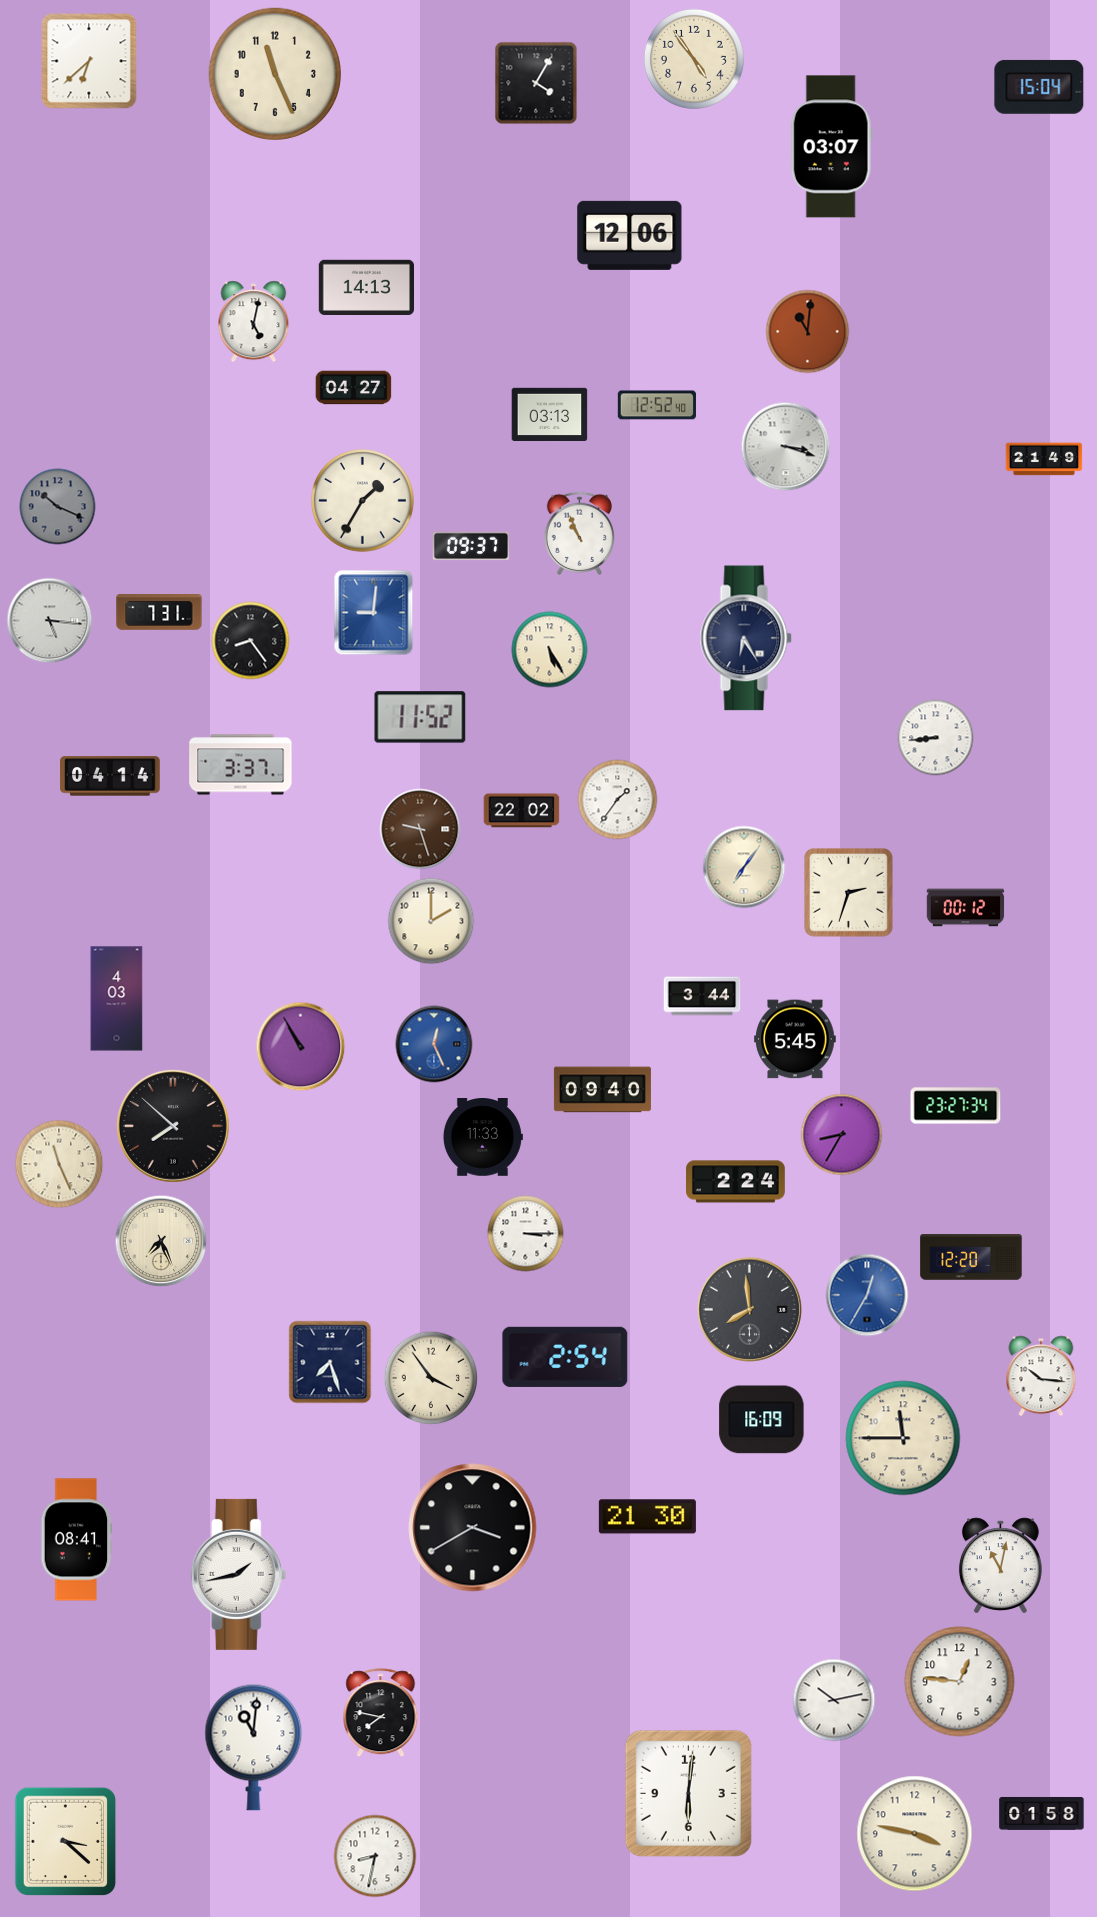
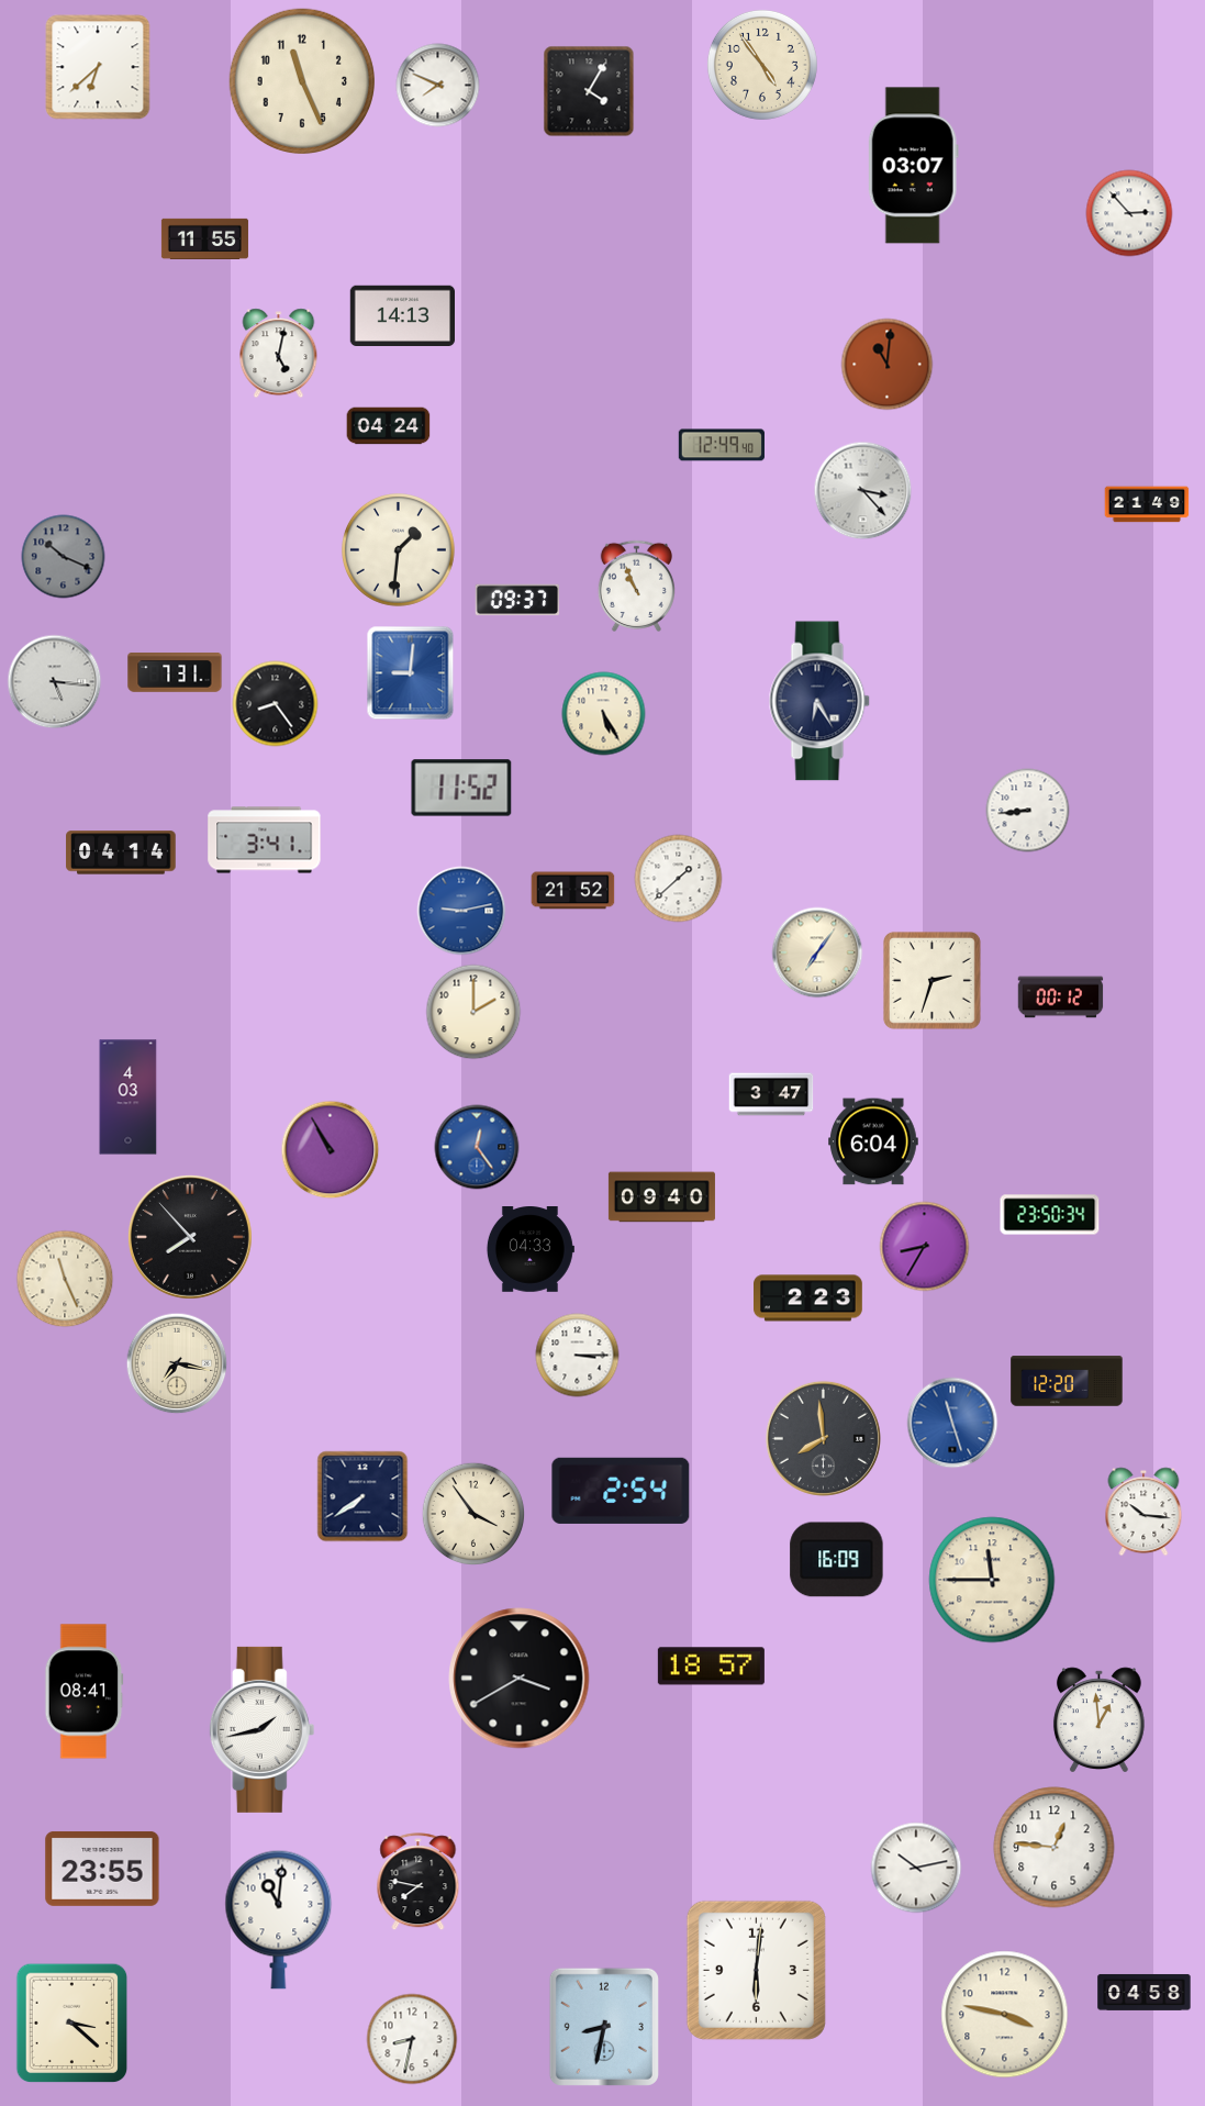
clock at (438, 86): none -> 7:49
clock at (1039, 87): 15:04 -> none
clock at (831, 147) position: (831, 147) -> (913, 166)
clock at (1129, 213): none -> 2:53
clock at (204, 238): none -> 11:55
clock at (630, 235): 12:06 -> none
clock at (354, 388): 04:27 -> 04:24
clock at (657, 405): 12:52 -> 12:49
clock at (550, 415): 03:13 -> none
clock at (786, 447): 3:18 -> 3:23
clock at (363, 501): 1:35 -> 1:31
clock at (241, 765): 3:37 -> 3:41
clock at (618, 800): 1:36 -> 1:38
clock at (522, 811): 22:02 -> 21:52
clock at (420, 829): 9:27 -> 9:13
clock at (420, 829) dial: brown -> blue
clock at (702, 996): 3:44 -> 3:47
clock at (795, 1039): 5:45 -> 6:04
clock at (434, 1044): 12:26 -> 12:24
clock at (956, 1106): 23:27 -> 23:50
clock at (173, 1126): 7:52 -> 7:53
clock at (482, 1137): 11:33 -> 04:33
clock at (736, 1182): 2:24 -> 2:23
clock at (161, 1241): 7:26 -> 7:17
clock at (867, 1295): 12:35 -> 11:27
clock at (330, 1362): 7:27 -> 7:39
clock at (647, 1517): 21:30 -> 18:57
clock at (1000, 1566): 11:02 -> 12:59
clock at (102, 1869): none -> 23:55
clock at (1042, 1813): 01:58 -> 04:58
clock at (604, 2027): none -> 8:32
